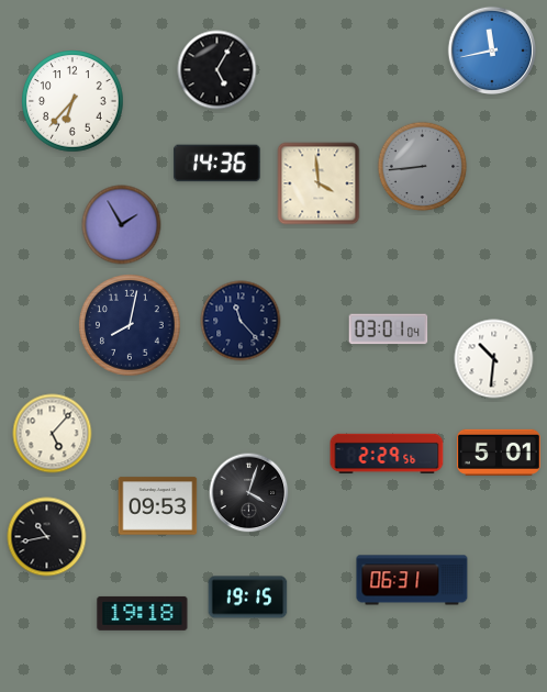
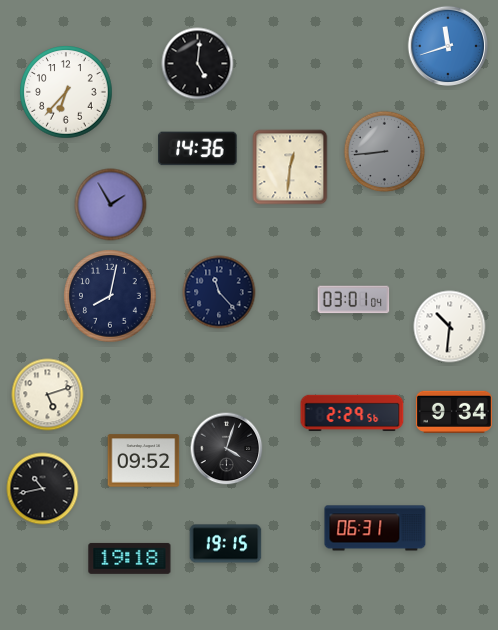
clock at (492, 51): 11:43 -> 11:42
clock at (217, 70): 5:05 -> 5:01
clock at (319, 183): 3:59 -> 12:31
clock at (130, 325) position: (130, 325) -> (110, 296)
clock at (53, 434): 5:07 -> 5:12
clock at (499, 453): 5:01 -> 9:34
clock at (158, 506): 09:53 -> 09:52
